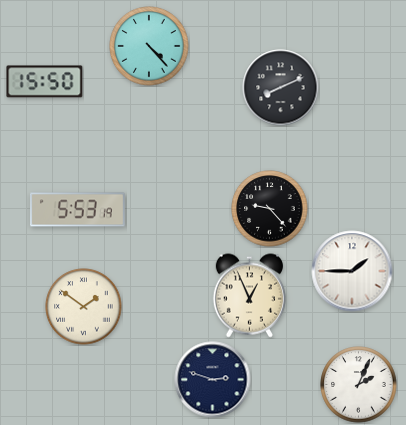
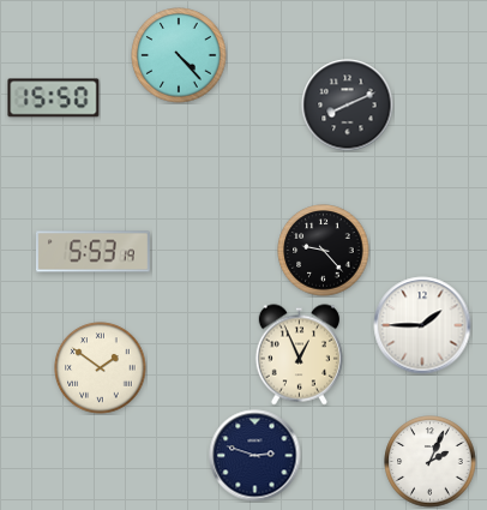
clock at (281, 88) position: (281, 88) -> (348, 106)
